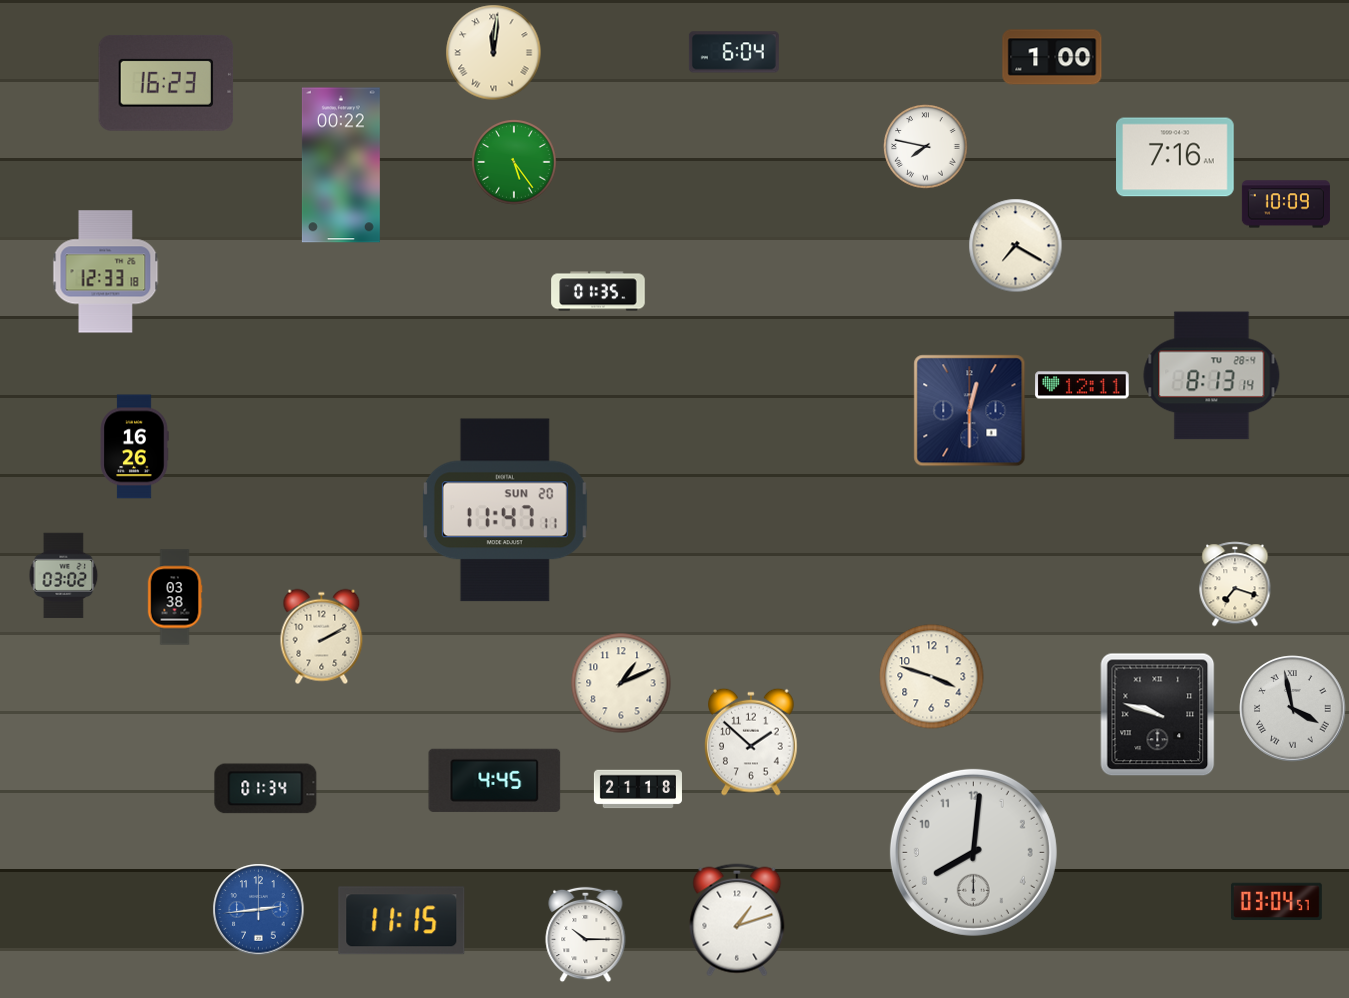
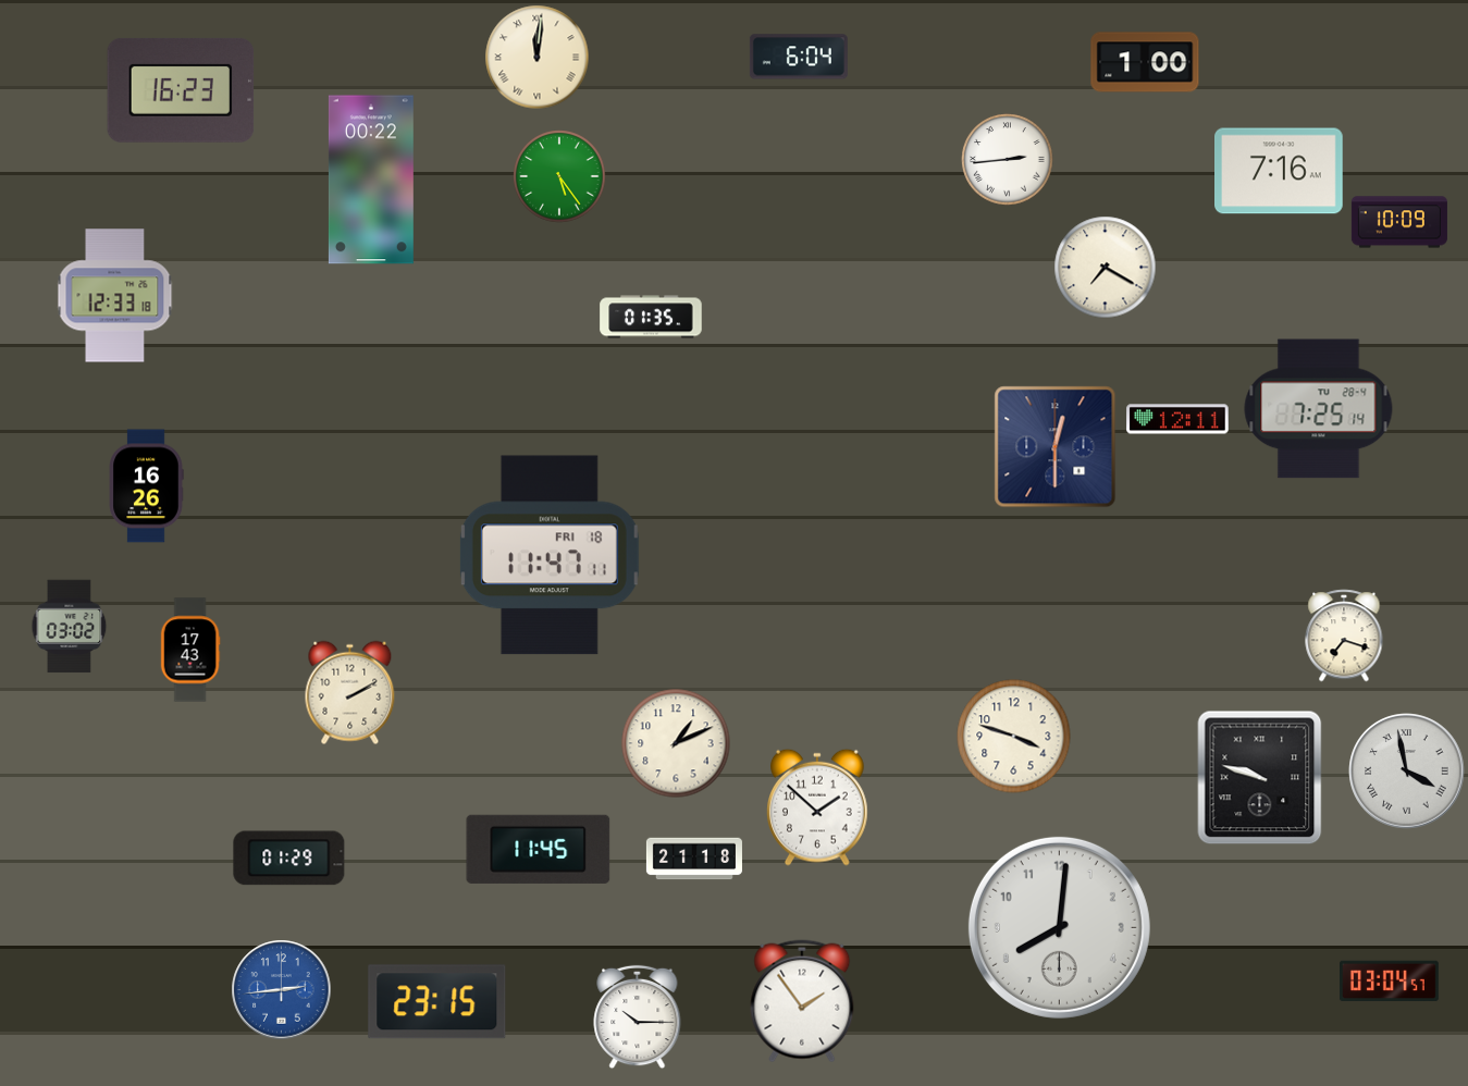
clock at (926, 147): 7:47 -> 2:44
clock at (1212, 376): 8:13 -> 7:25
clock at (505, 510) date: SUN 20 -> FRI 18
clock at (175, 597): 03:38 -> 17:43
clock at (495, 780): 4:45 -> 11:45
clock at (266, 789): 01:34 -> 01:29
clock at (737, 920): 1:12 -> 1:54
clock at (402, 921): 11:15 -> 23:15
